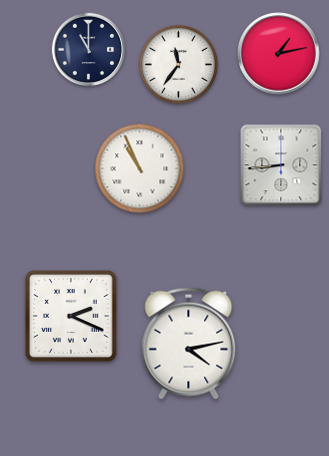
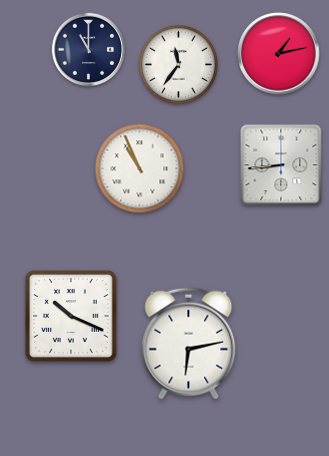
clock at (72, 317): 2:19 -> 10:19
clock at (189, 344): 4:13 -> 6:13
